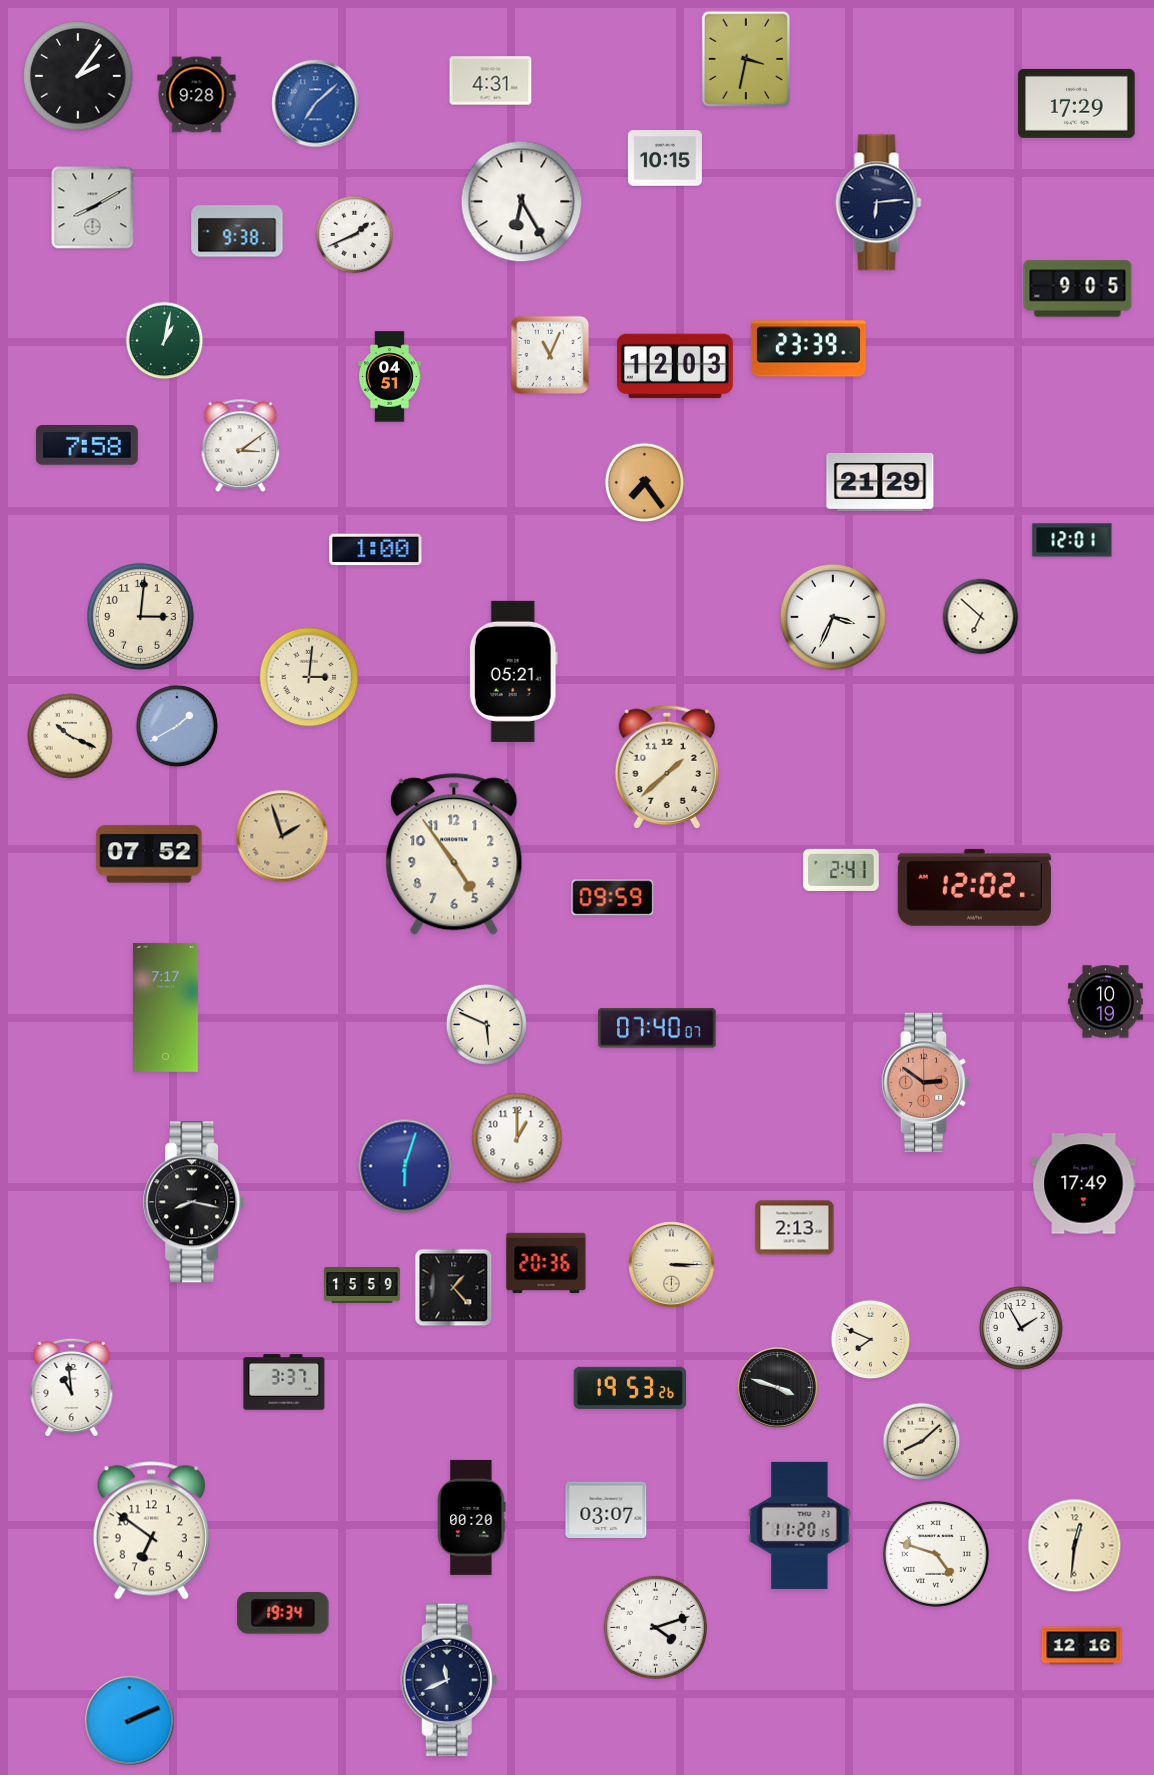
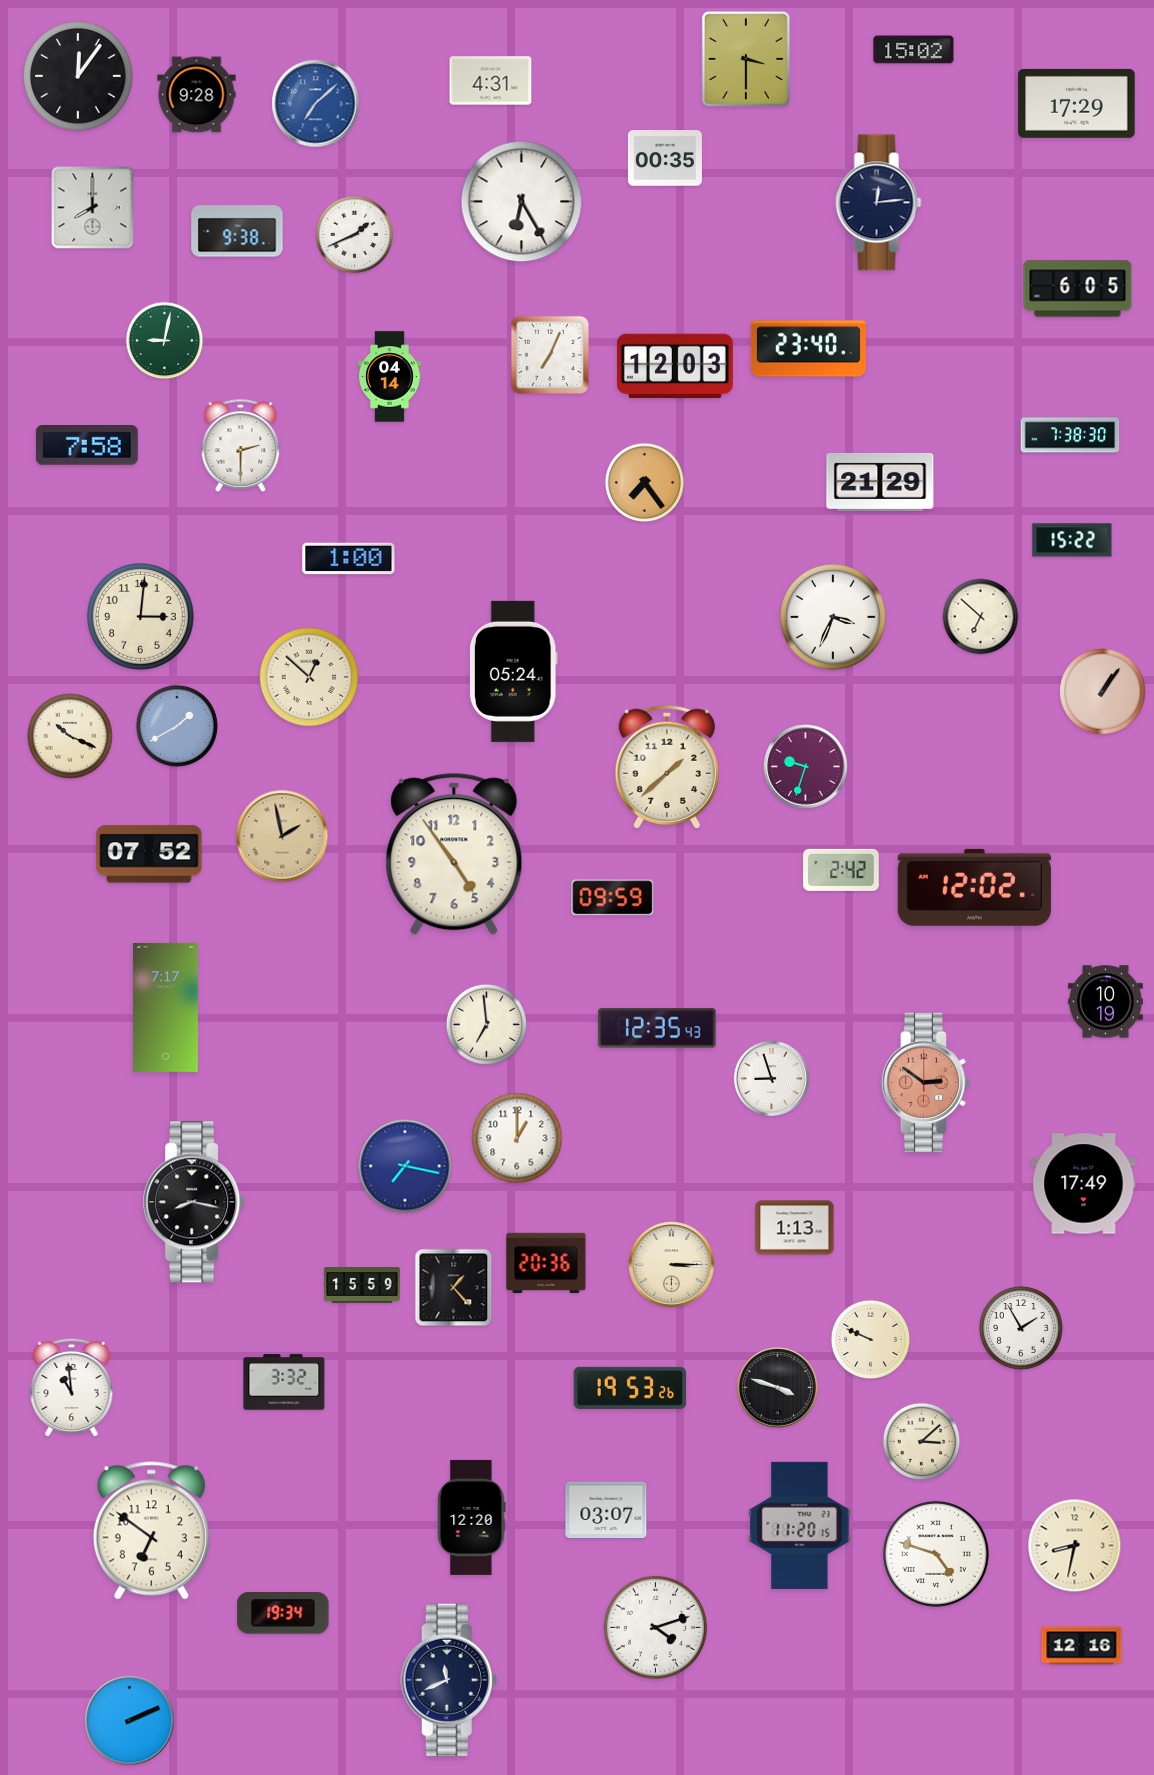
clock at (914, 50): none -> 15:02
clock at (746, 58): 3:32 -> 3:30
clock at (78, 76): 2:06 -> 12:06
clock at (665, 158): 10:15 -> 00:35
clock at (879, 203): 6:14 -> 12:14
clock at (93, 208): 8:10 -> 8:00
clock at (1078, 289): 9:05 -> 6:05
clock at (165, 341): 1:02 -> 9:02
clock at (808, 349): 23:39 -> 23:40
clock at (549, 354): 11:04 -> 7:04
clock at (389, 377): 04:51 -> 04:14
clock at (1070, 435): none -> 7:38
clock at (241, 445): 3:09 -> 2:30
clock at (1072, 540): 12:01 -> 15:22
clock at (376, 550) position: (376, 550) -> (349, 559)
clock at (513, 671): 05:21 -> 05:24
clock at (309, 677): 3:01 -> 12:52
clock at (1103, 692): none -> 1:06
clock at (806, 767): none -> 9:33
clock at (282, 836): 1:57 -> 1:58
clock at (841, 870): 2:41 -> 2:42
clock at (486, 1024): 5:49 -> 6:59
clock at (657, 1028): 07:40 -> 12:35
clock at (772, 1079): none -> 8:57
clock at (405, 1166): 6:03 -> 7:17
clock at (795, 1228): 2:13 -> 1:13
clock at (871, 1340): 7:49 -> 9:49
clock at (284, 1382): 3:37 -> 3:32
clock at (922, 1442): 8:08 -> 3:08
clock at (472, 1517): 00:20 -> 12:20
clock at (1075, 1546): 12:31 -> 8:32
